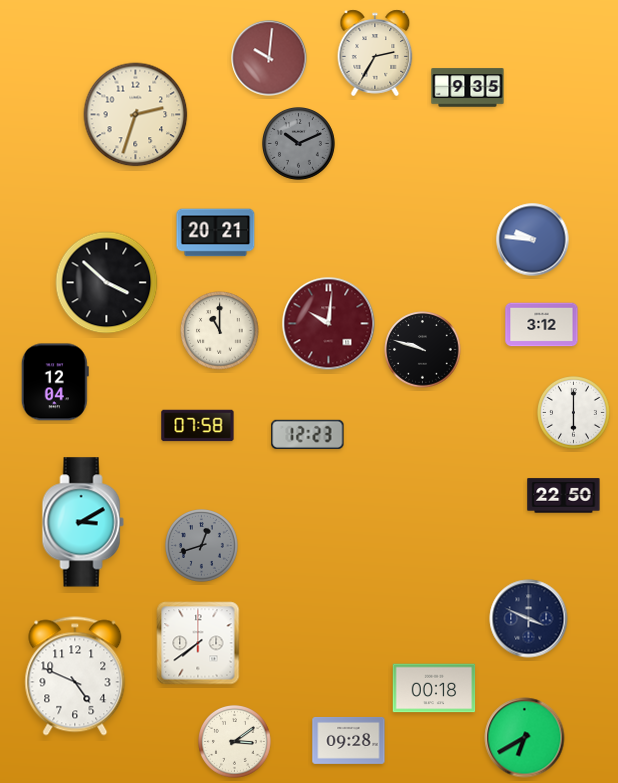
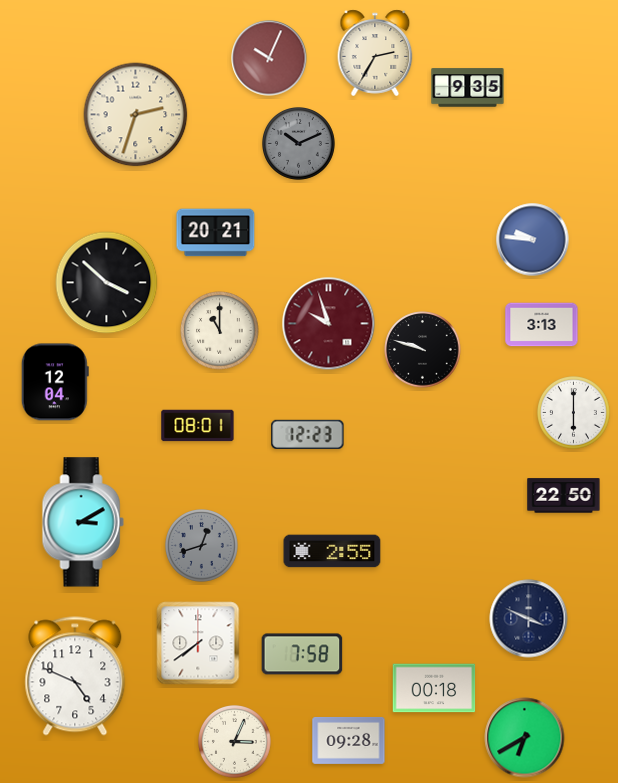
clock at (269, 58): 10:01 -> 10:04
clock at (329, 324): 10:01 -> 9:57
clock at (542, 325): 3:12 -> 3:13
clock at (198, 426): 07:58 -> 08:01
clock at (332, 551): none -> 2:55
clock at (302, 654): none -> 7:58
clock at (235, 742): 3:09 -> 3:04
